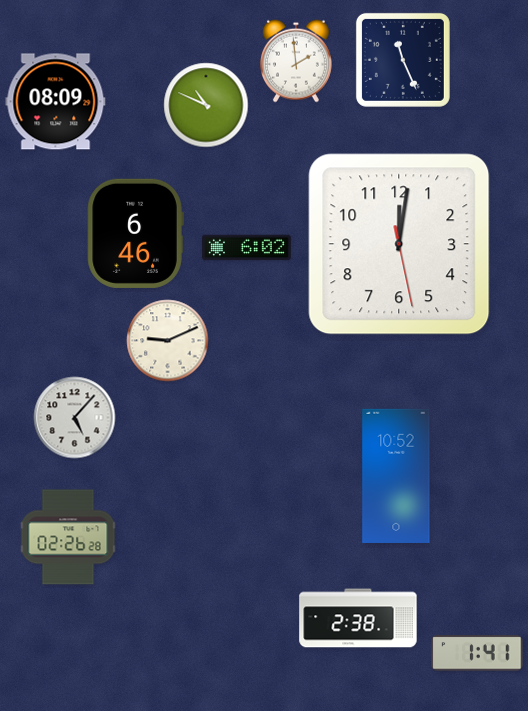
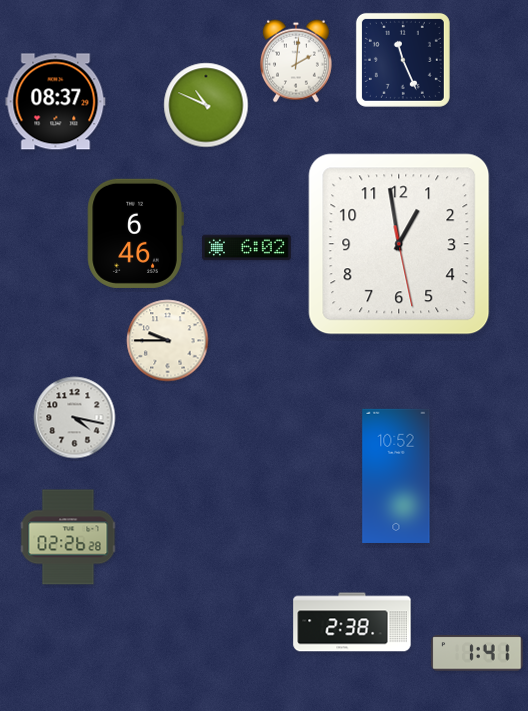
clock at (296, 61): 1:59 -> 2:01
clock at (56, 102): 08:09 -> 08:37
clock at (399, 244): 12:01 -> 12:58
clock at (168, 341): 9:11 -> 9:45
clock at (75, 418): 5:07 -> 4:17
clock at (358, 618) position: (358, 618) -> (352, 622)
